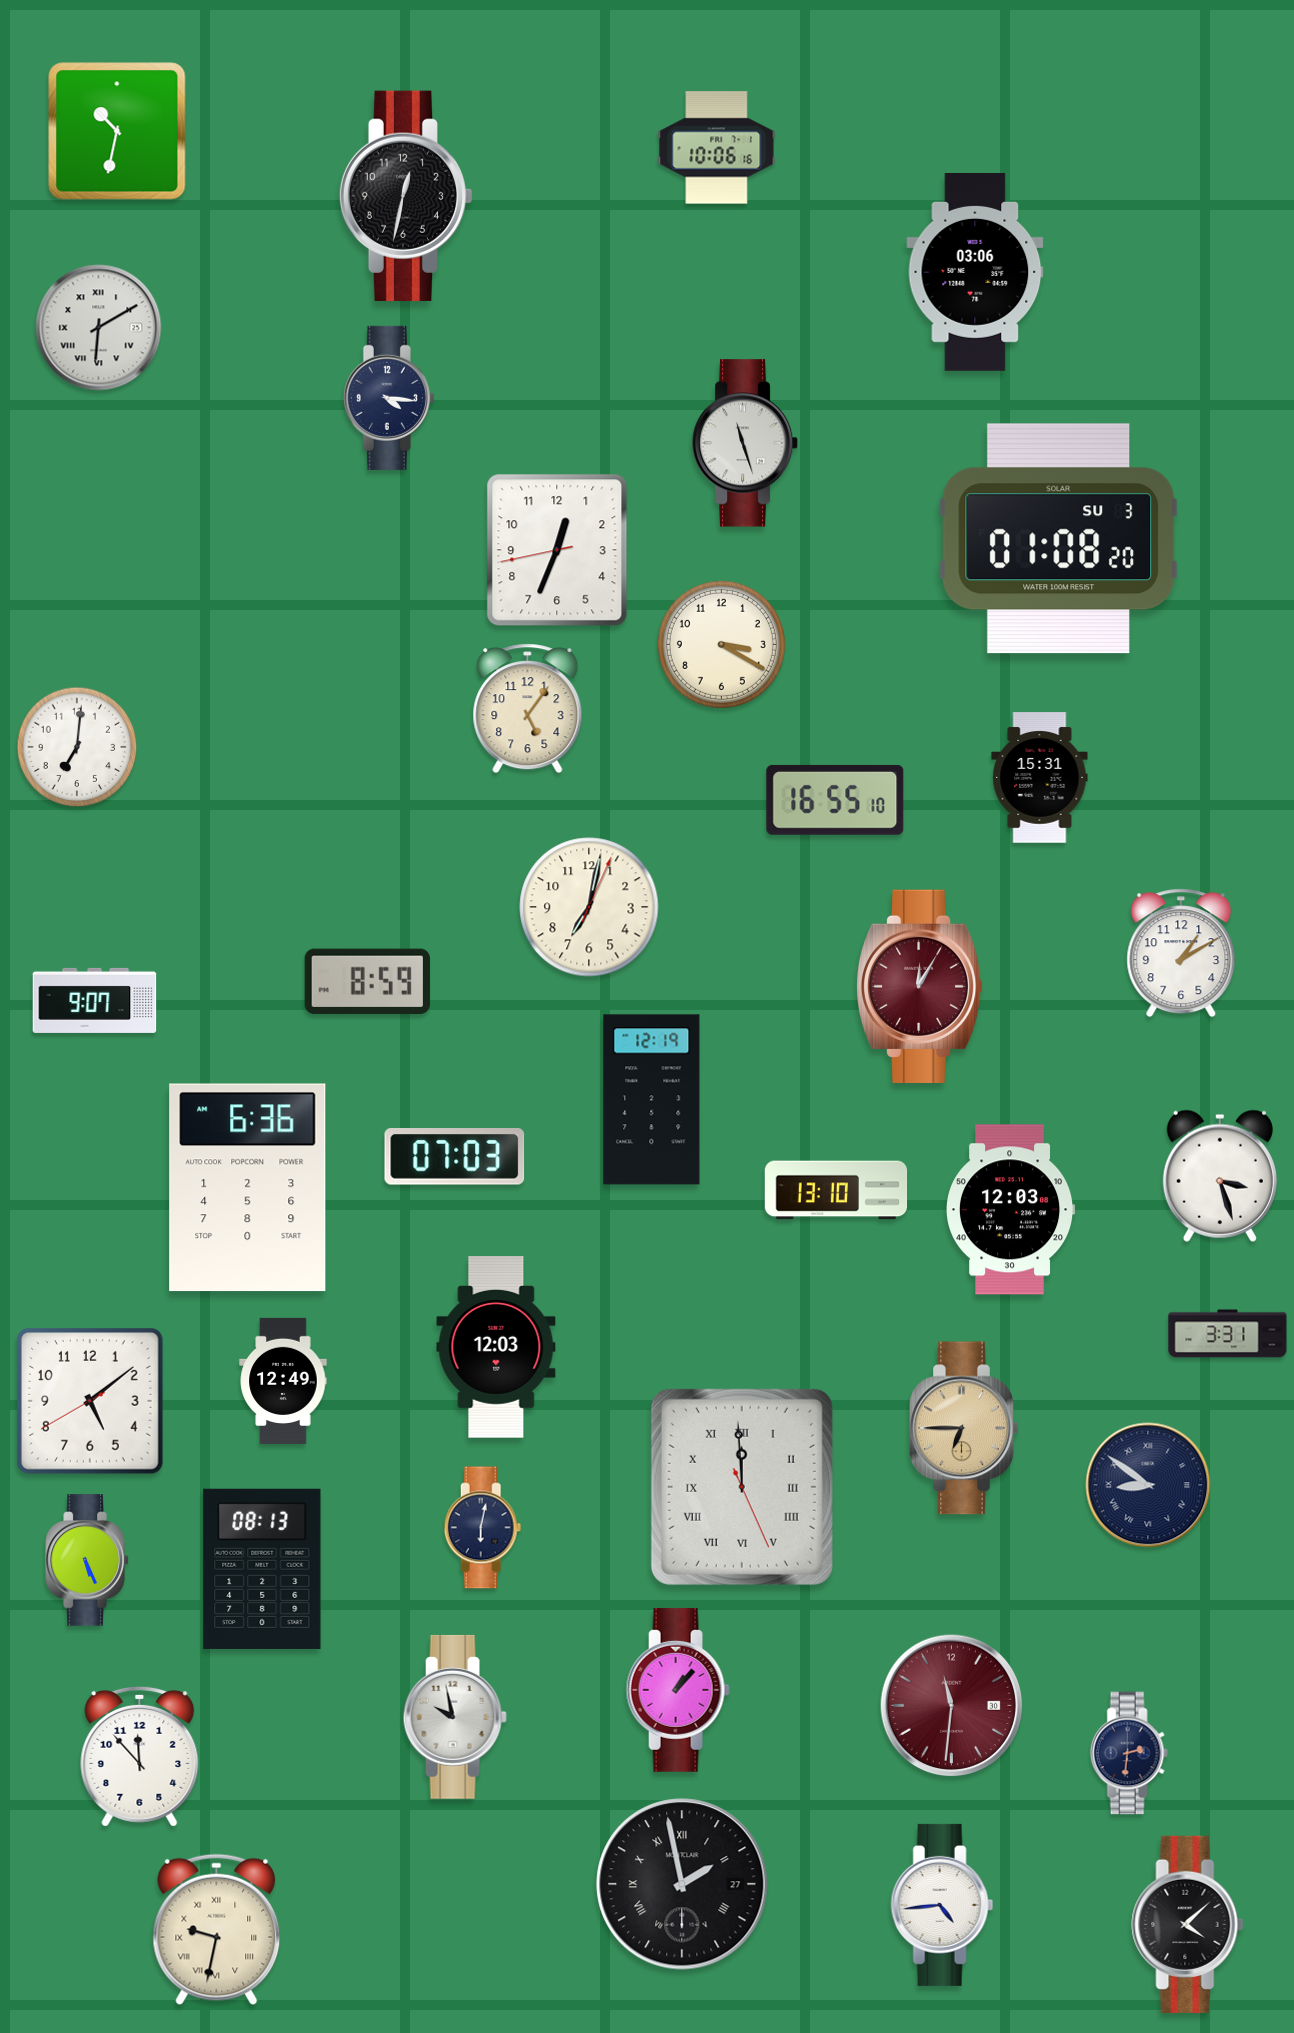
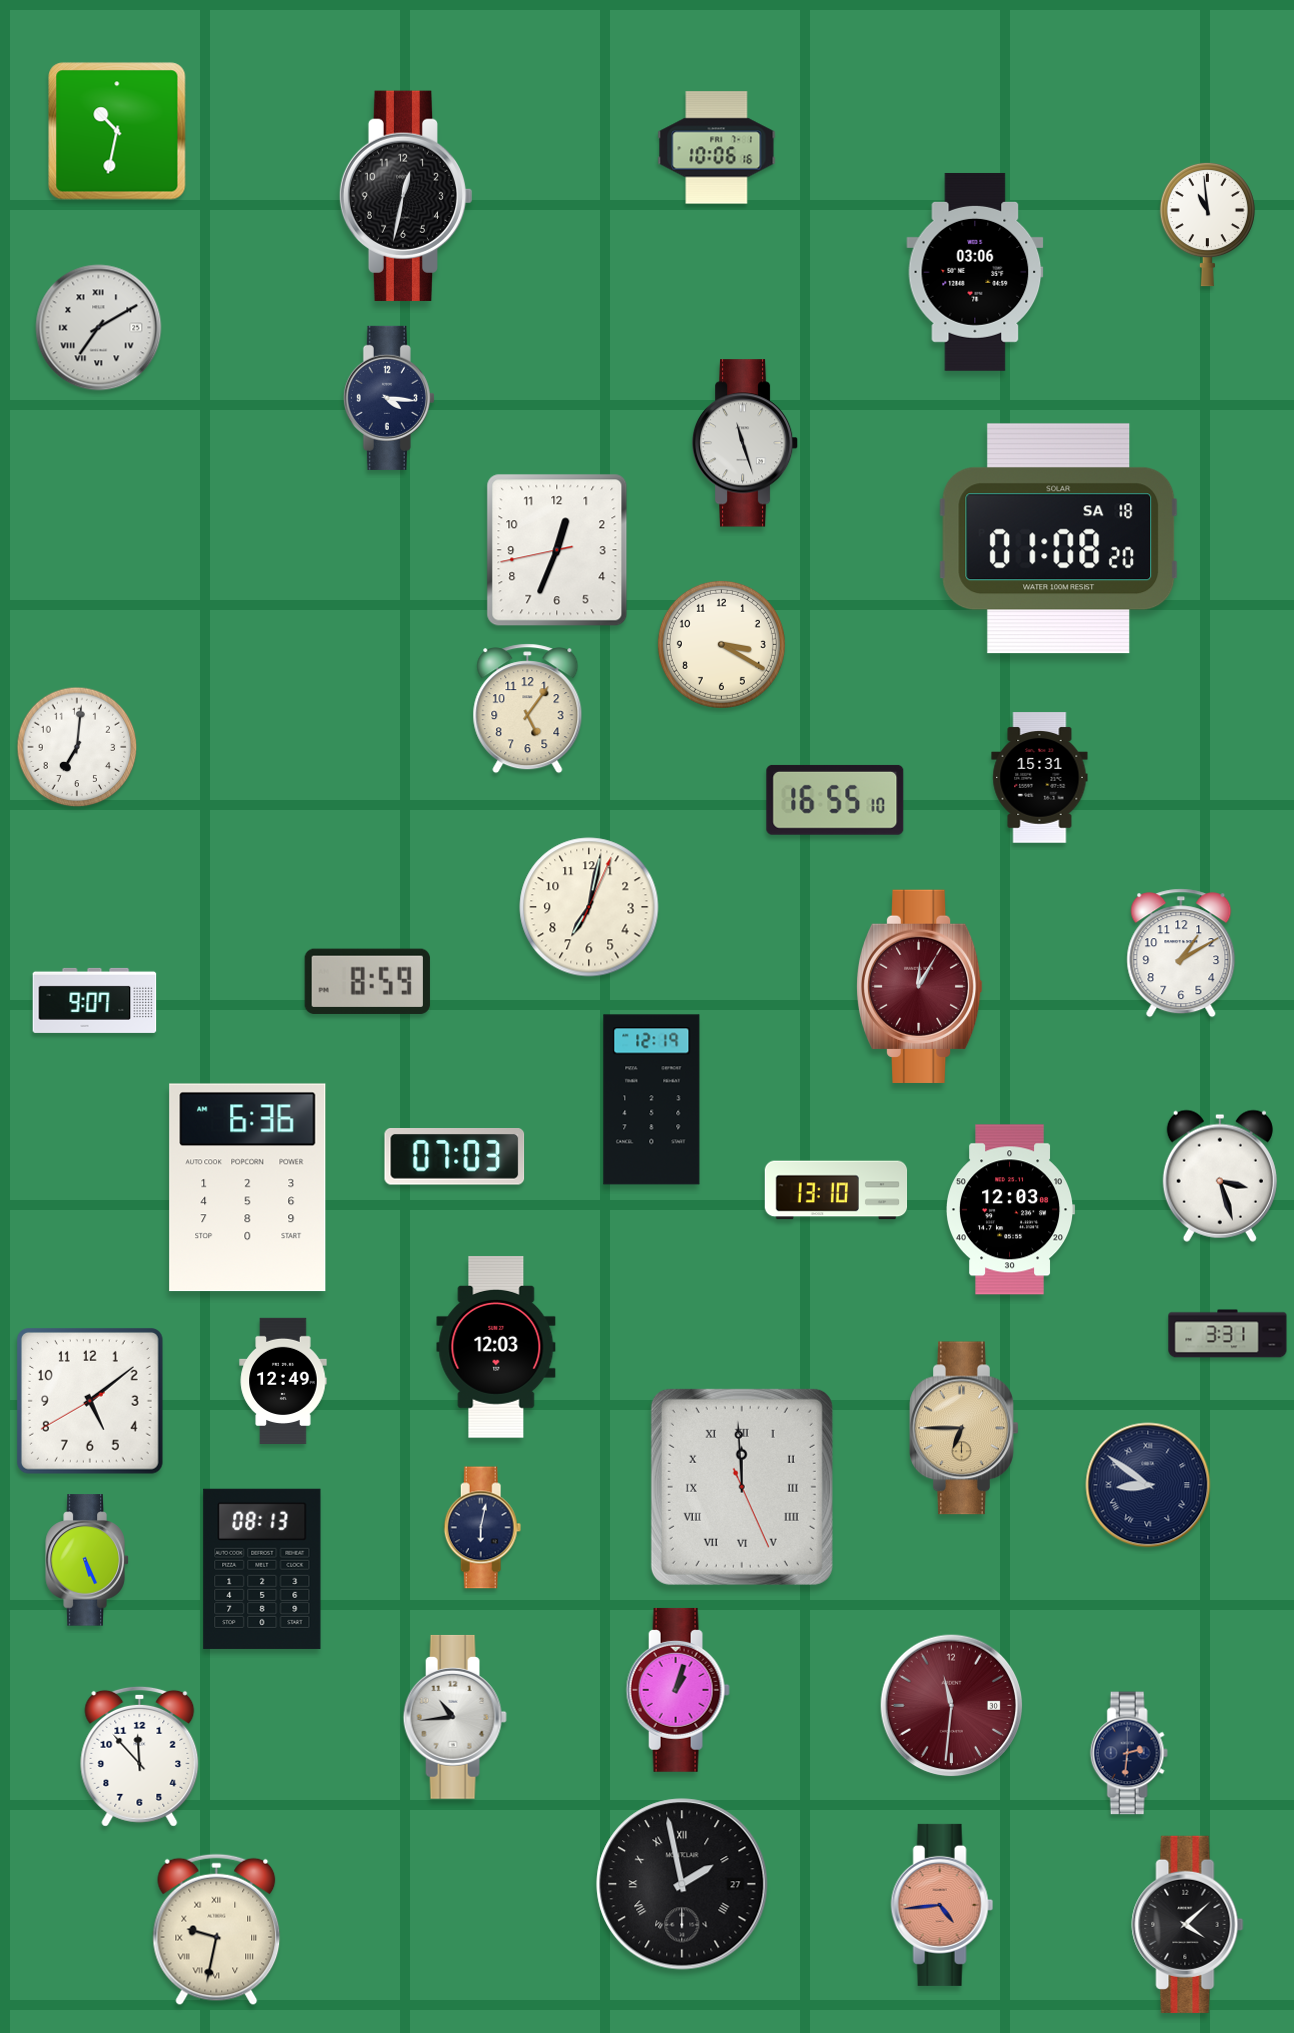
clock at (1207, 224): none -> 10:59
clock at (99, 328): 6:10 -> 7:10
clock at (1059, 539) date: SU 3 -> SA 18
clock at (678, 1690): 1:07 -> 1:03
clock at (455, 1717): 9:58 -> 10:44
clock at (942, 1905) dial: white -> salmon
